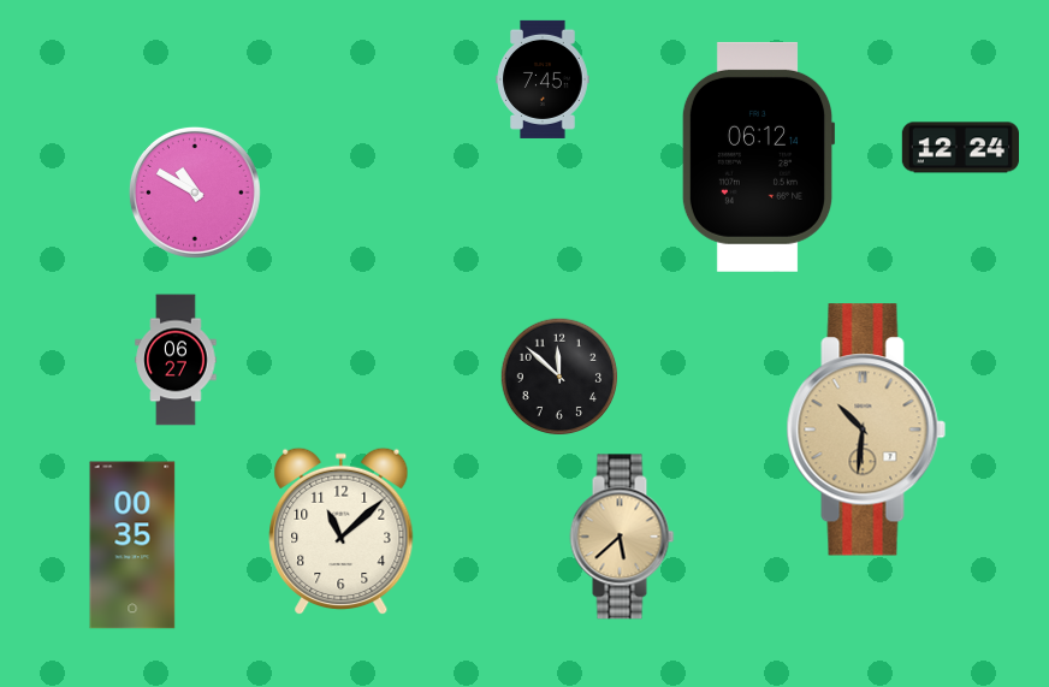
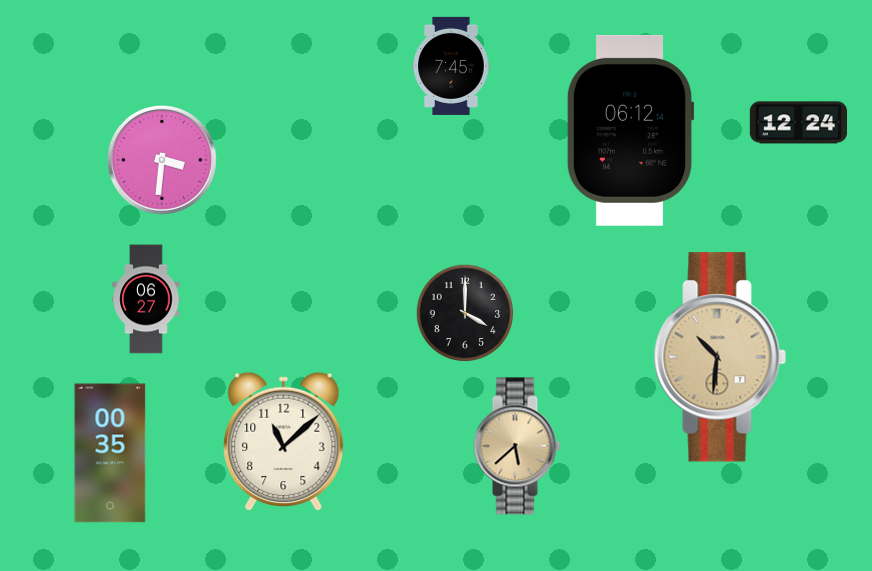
clock at (195, 193): 10:50 -> 3:31
clock at (559, 377): 11:52 -> 4:00
